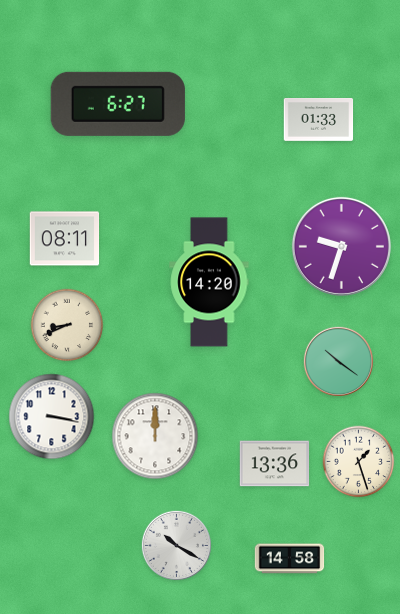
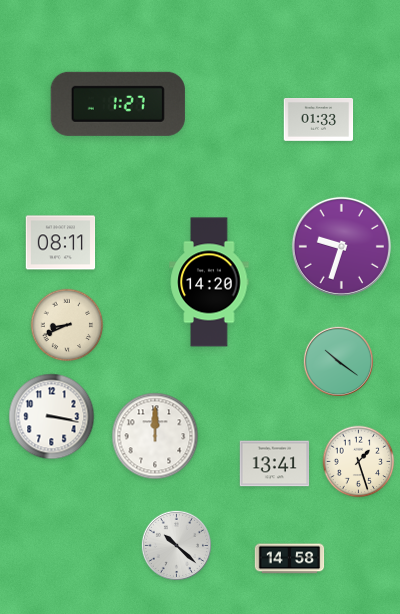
clock at (118, 104): 6:27 -> 1:27
clock at (65, 239) position: (65, 239) -> (61, 243)
clock at (275, 464): 13:36 -> 13:41
clock at (176, 545): 10:20 -> 10:22
